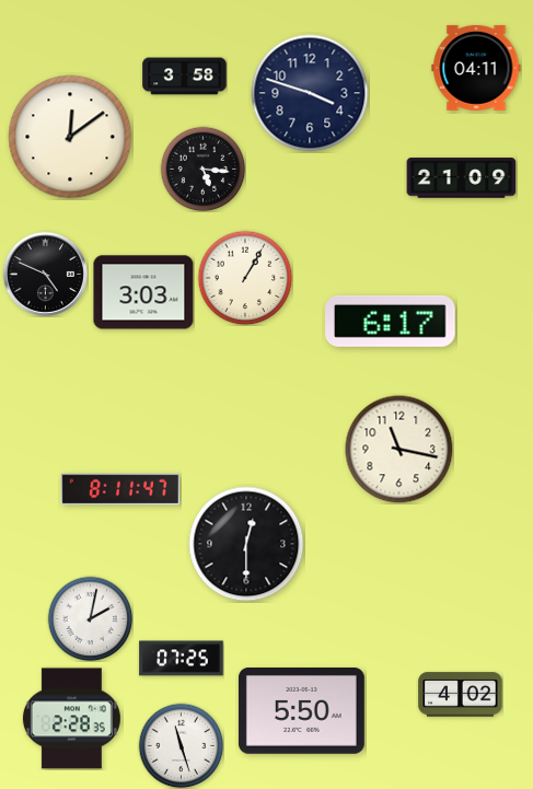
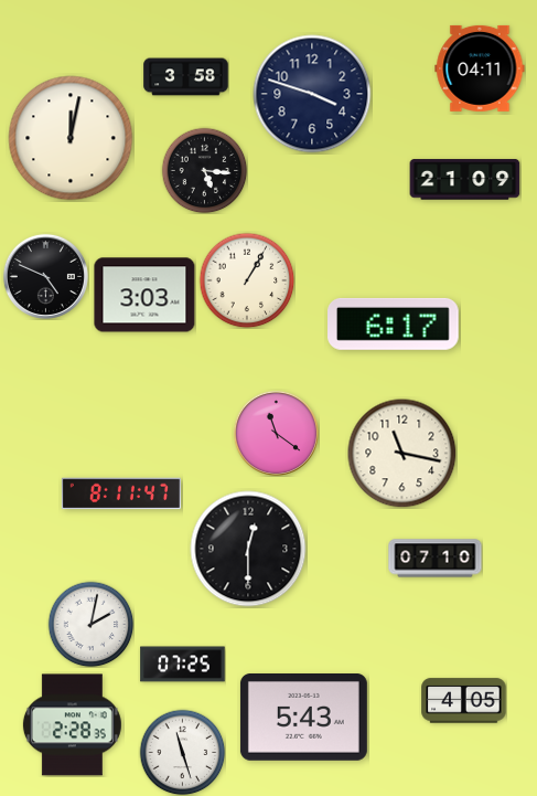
clock at (70, 137): 12:09 -> 12:02
clock at (276, 433): none -> 11:21
clock at (436, 559): none -> 07:10
clock at (461, 695): 4:02 -> 4:05
clock at (301, 711): 5:50 -> 5:43
